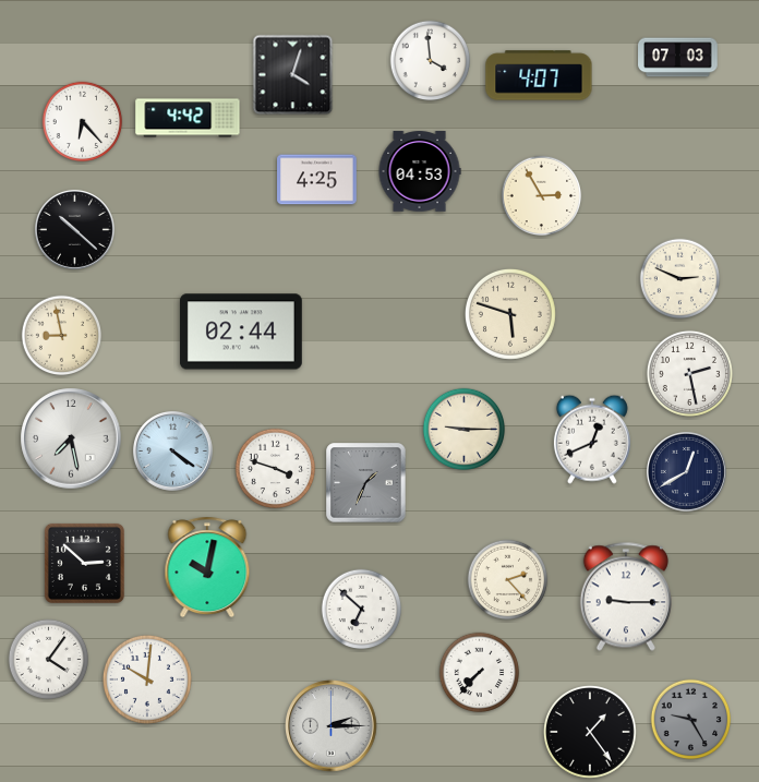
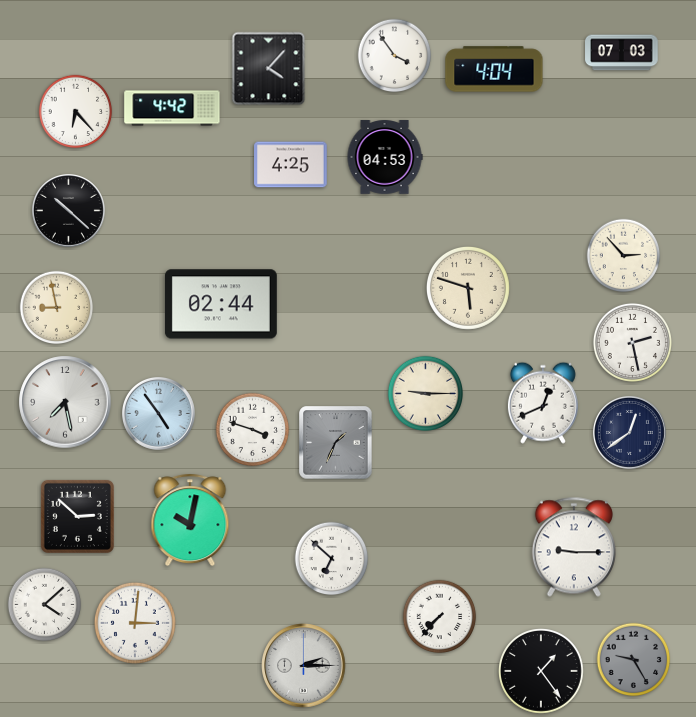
clock at (431, 61): 3:59 -> 3:54
clock at (293, 75): 4:03 -> 4:07
clock at (539, 75): 4:07 -> 4:04
clock at (542, 196): 2:55 -> none
clock at (680, 279): 2:49 -> 2:53
clock at (172, 450): 4:21 -> 4:54
clock at (686, 471): 12:40 -> 12:39
clock at (508, 580): 2:23 -> none
clock at (49, 660): 4:06 -> 4:08
clock at (147, 679): 10:01 -> 3:01
